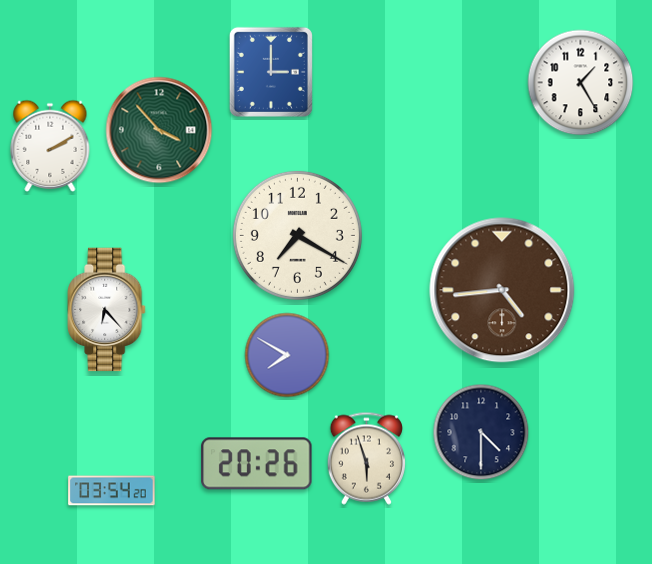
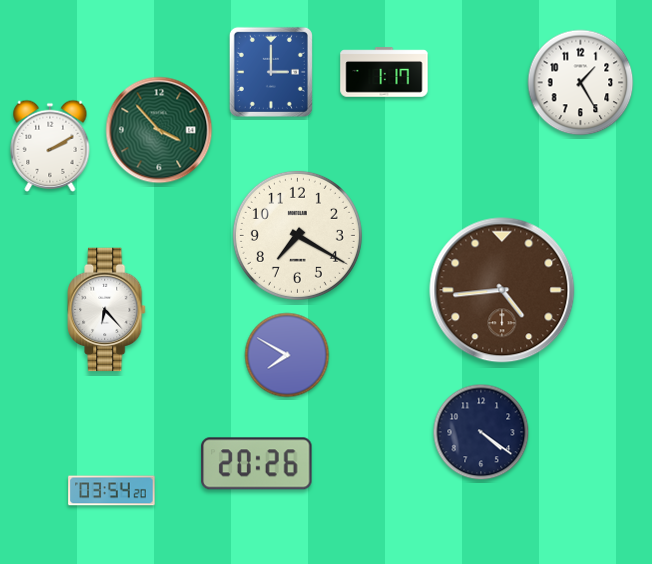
clock at (384, 72): none -> 1:17
clock at (481, 432): 4:30 -> 4:21
clock at (366, 458): 5:57 -> none
